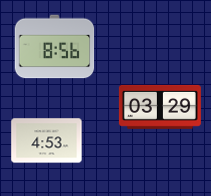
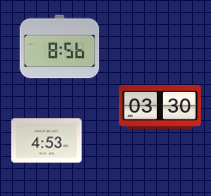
clock at (55, 47) position: (55, 47) -> (60, 47)
clock at (160, 107): 03:29 -> 03:30
